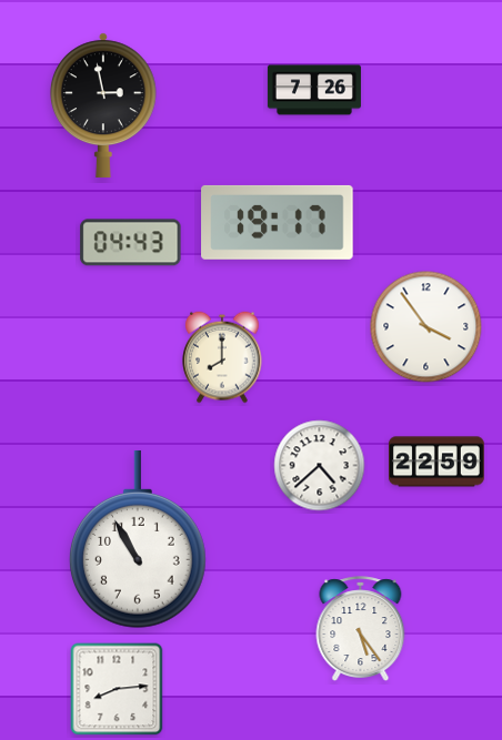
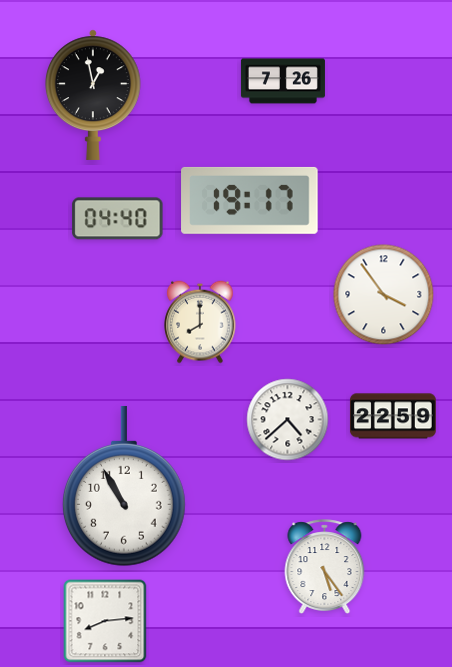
clock at (103, 105): 2:58 -> 12:58
clock at (131, 243): 04:43 -> 04:40
